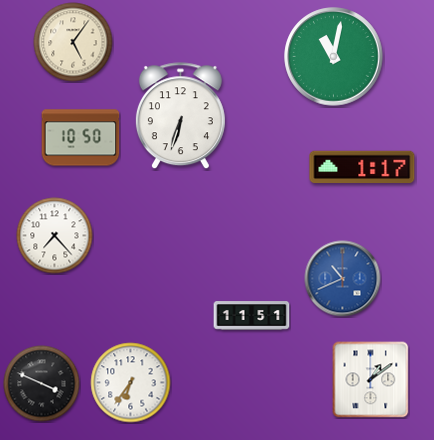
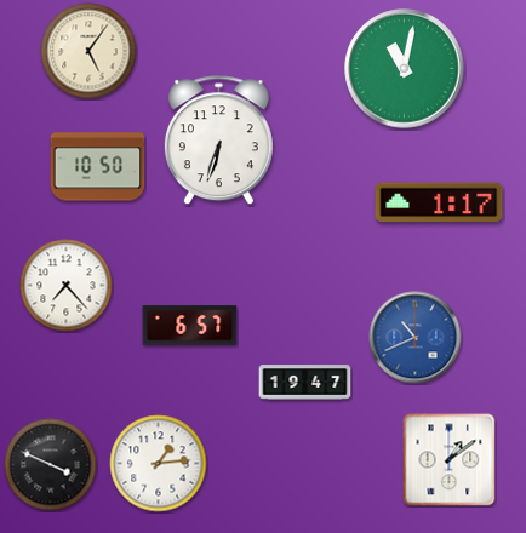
clock at (190, 326): none -> 6:57
clock at (252, 316): 11:51 -> 19:47
clock at (131, 383): 6:36 -> 1:14
